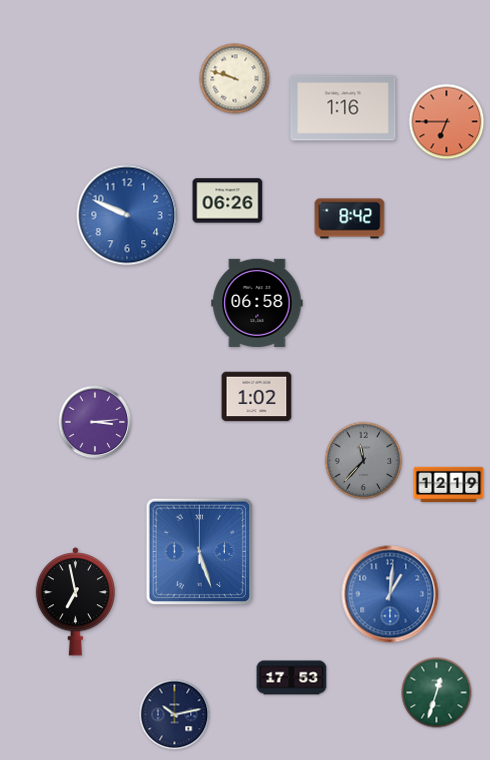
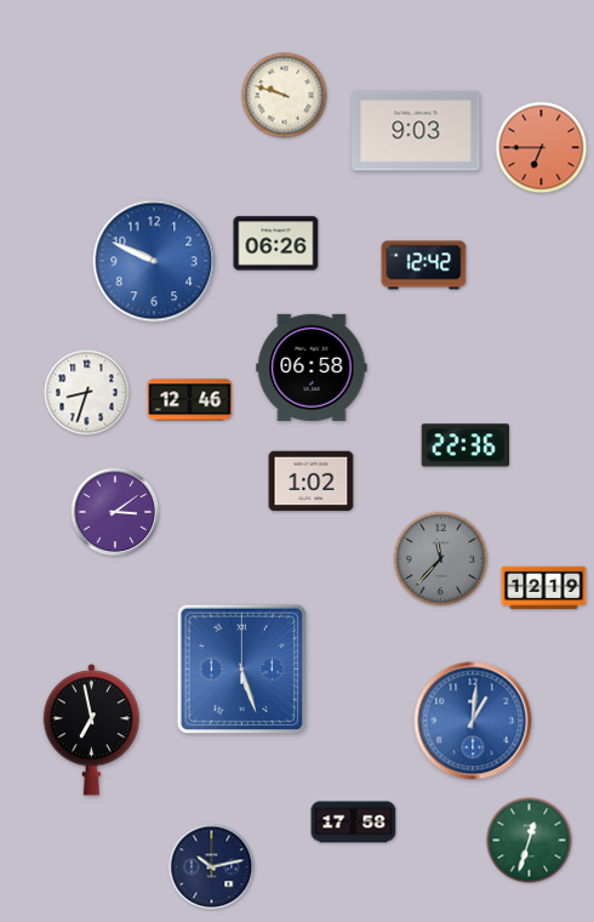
clock at (343, 108): 1:16 -> 9:03
clock at (350, 219): 8:42 -> 12:42
clock at (87, 393): none -> 8:33
clock at (190, 400): none -> 12:46
clock at (466, 445): none -> 22:36
clock at (95, 422): 3:14 -> 3:09
clock at (292, 678): 17:53 -> 17:58
